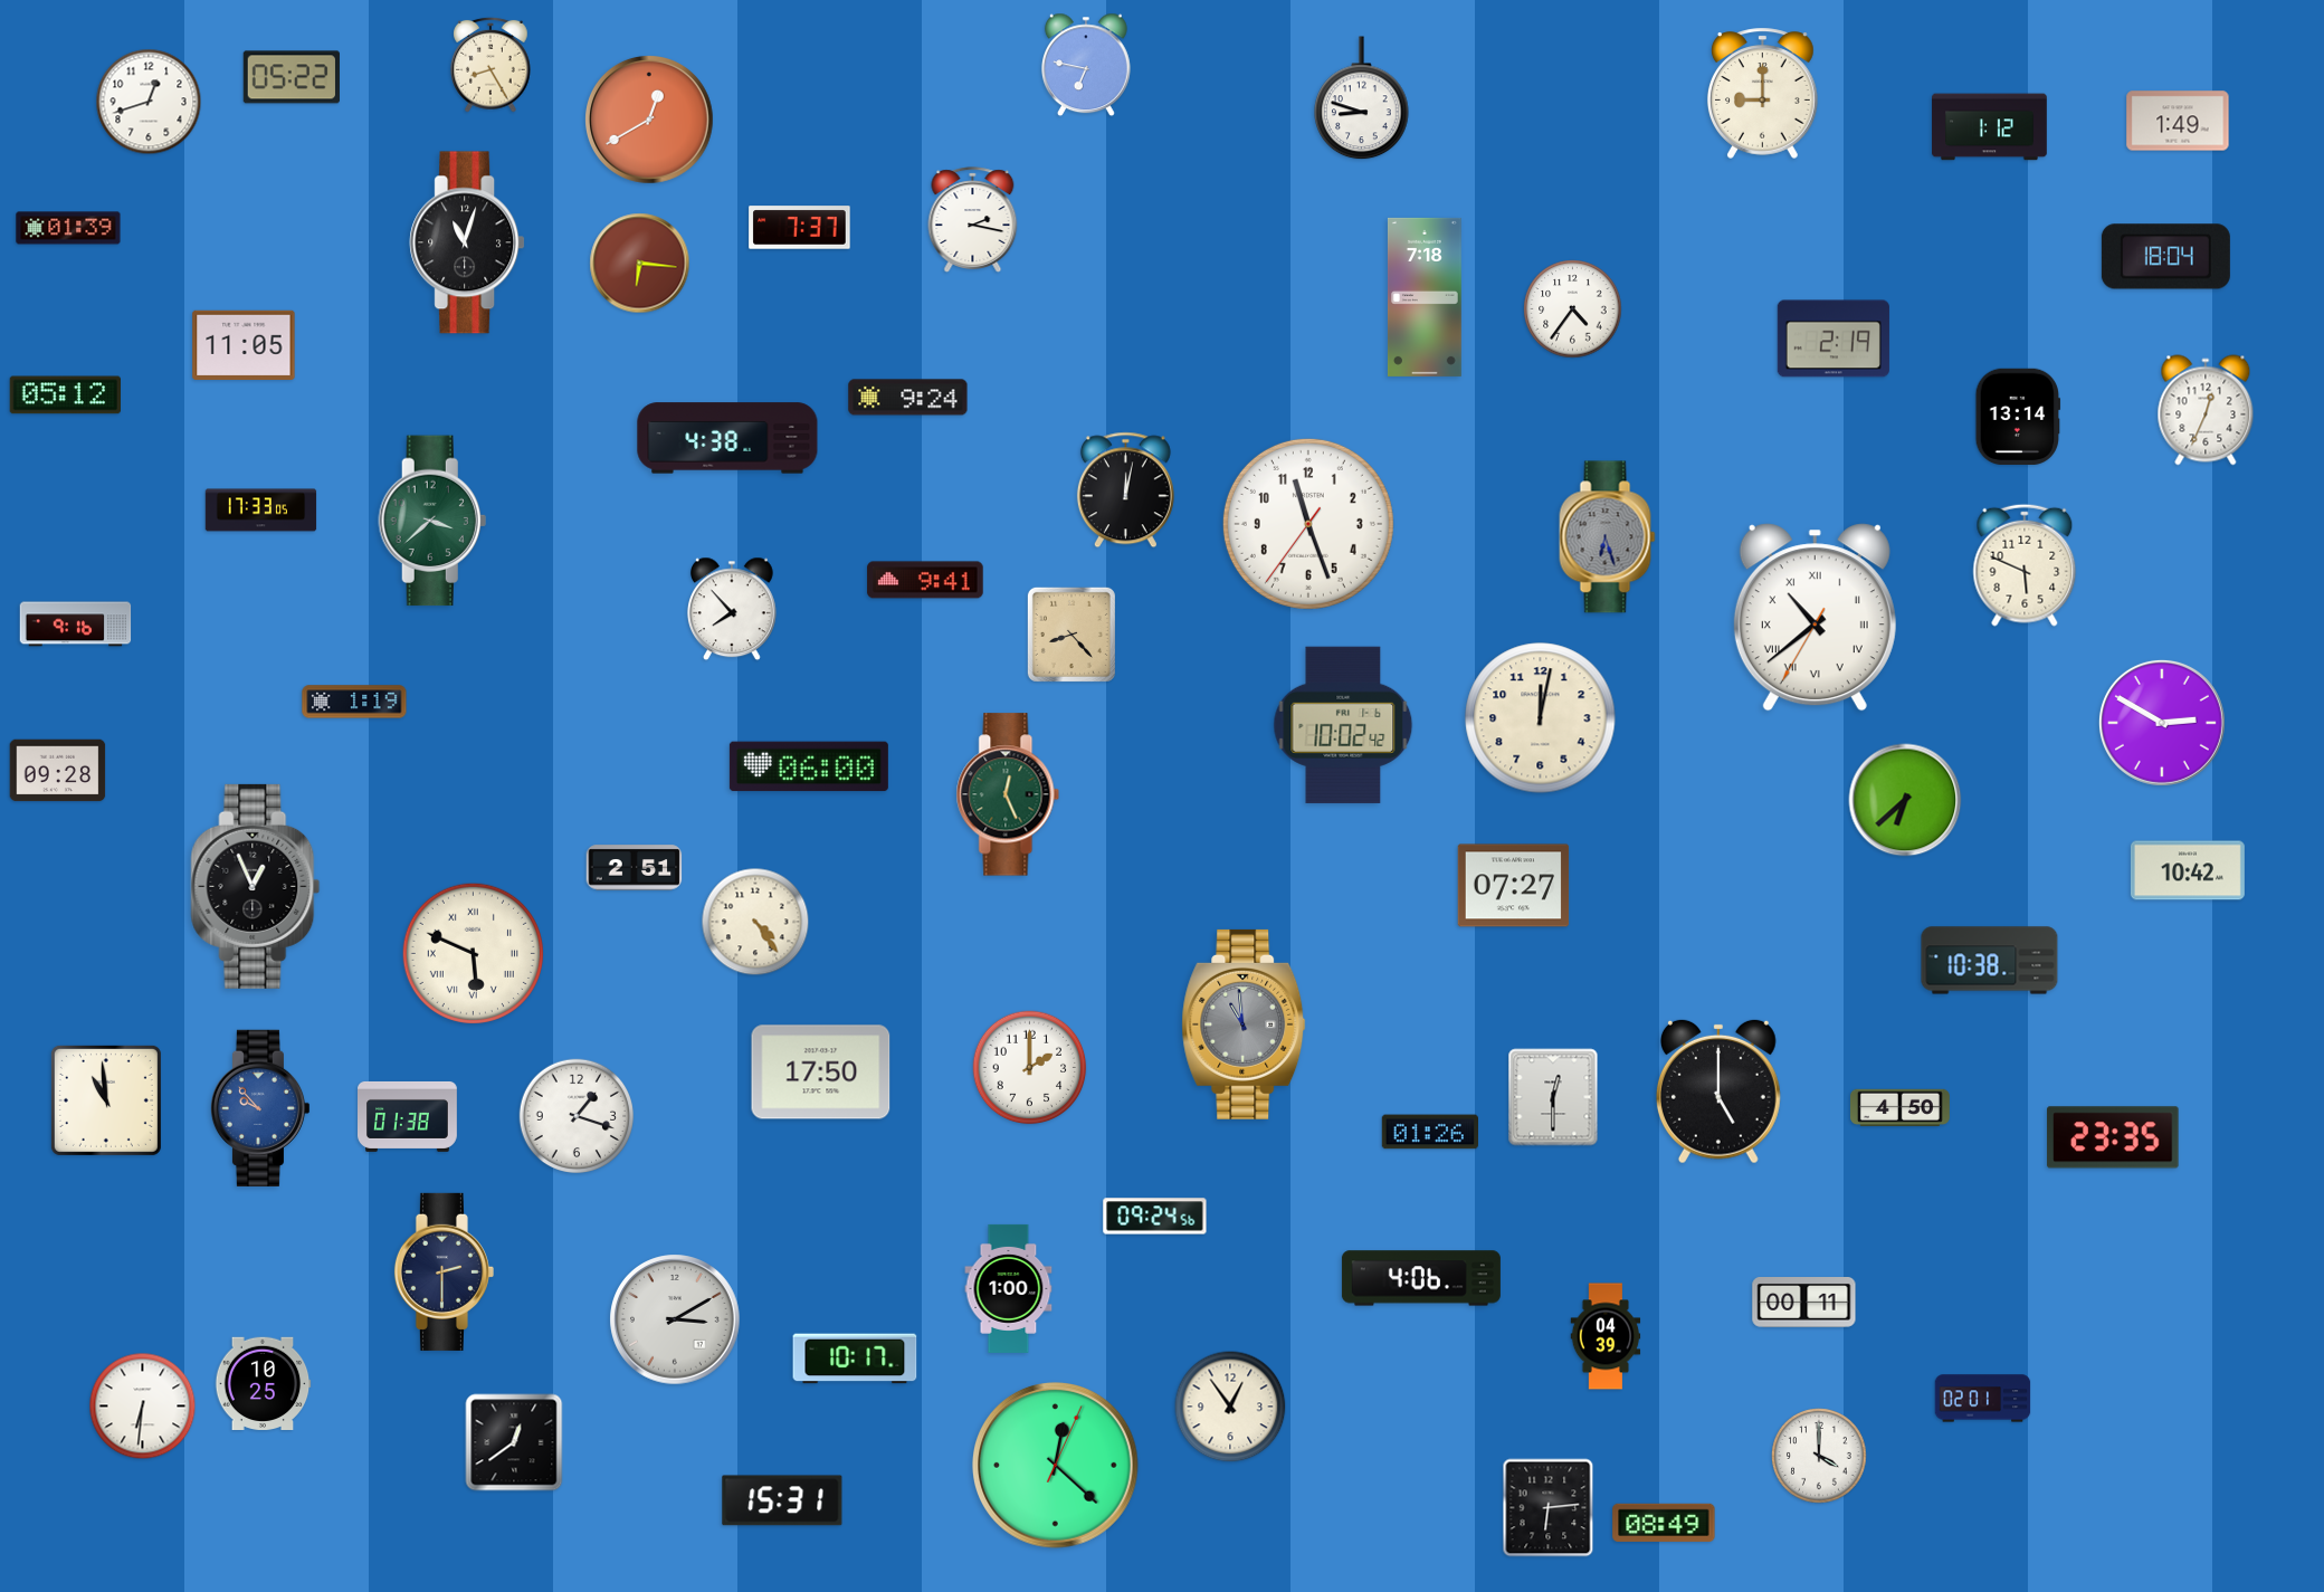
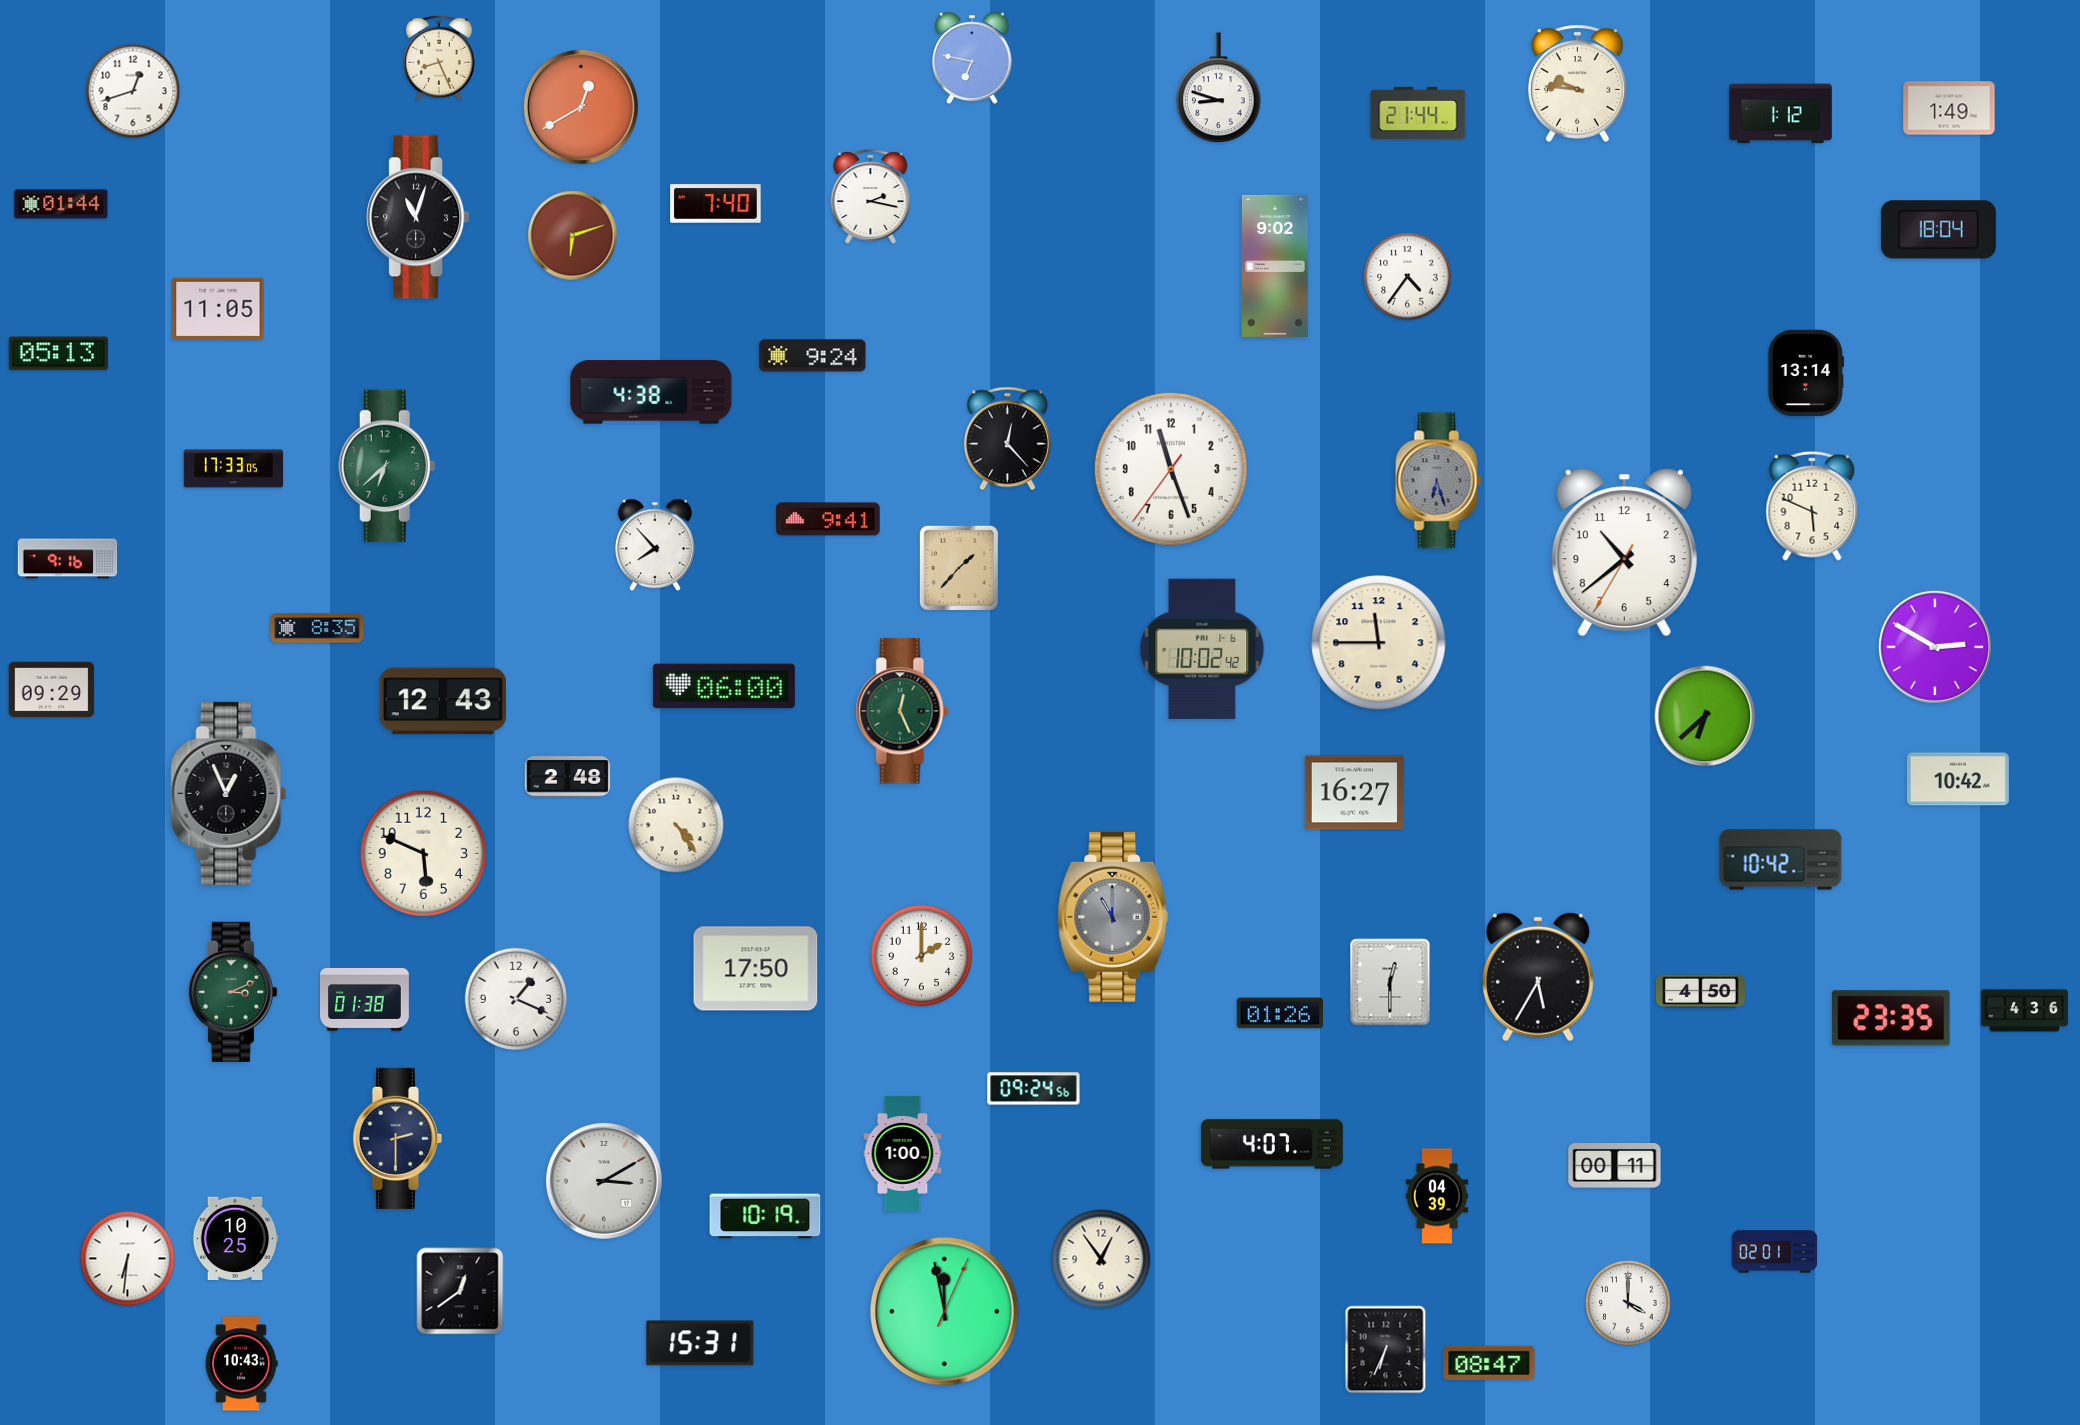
clock at (490, 65): 8:25 -> 8:26
clock at (292, 77): 05:22 -> none
clock at (1762, 93): 9:00 -> 9:46
clock at (1418, 113): none -> 21:44
clock at (68, 228): 01:39 -> 01:44
clock at (800, 228): 7:37 -> 7:40
clock at (640, 264): 6:16 -> 6:12
clock at (1425, 297): 7:18 -> 9:02
clock at (1834, 339): 2:19 -> none
clock at (65, 395): 05:12 -> 05:13
clock at (2206, 410): 12:34 -> none
clock at (1125, 490): 12:02 -> 12:23
clock at (261, 511) position: (261, 511) -> (234, 469)
clock at (432, 521): 3:38 -> 6:38
clock at (1815, 618) numerals: Roman -> Arabic
clock at (1071, 635): 8:23 -> 1:37
clock at (354, 702): 1:19 -> 8:35
clock at (1541, 718): 12:02 -> 11:45
clock at (58, 771): 09:28 -> 09:29
clock at (442, 701): none -> 12:43
clock at (635, 868): 2:51 -> 2:48
clock at (1514, 886): 07:27 -> 16:27
clock at (473, 953) numerals: Roman -> Arabic
clock at (1990, 961): 10:38 -> 10:42
clock at (1244, 1024): 10:59 -> 11:00
clock at (821, 1073) position: (821, 1073) -> (756, 969)
clock at (1718, 1091): 5:00 -> 5:35
clock at (106, 1100): 10:59 -> none
clock at (260, 1108): 9:53 -> 3:11
clock at (260, 1108) dial: blue -> green
clock at (575, 1115): 1:18 -> 1:19
clock at (2024, 1011): none -> 4:36
clock at (1421, 1278): 4:06 -> 4:07
clock at (855, 1359): 10:17 -> 10:19
clock at (1056, 1466): 12:22 -> 11:58
clock at (1549, 1508): 6:14 -> 6:34
clock at (1664, 1523): 08:49 -> 08:47
clock at (241, 1364): none -> 10:43
